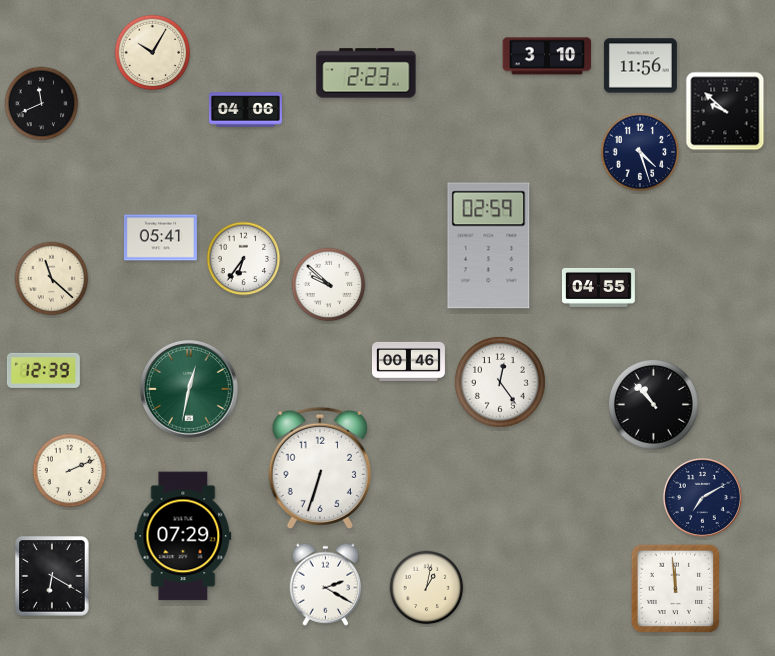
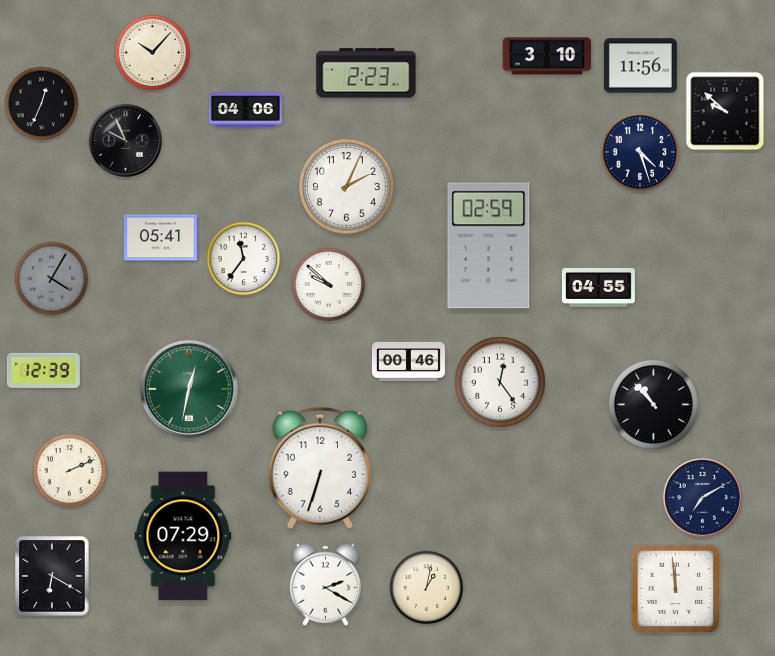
clock at (153, 53): 10:05 -> 10:07
clock at (42, 104): 11:41 -> 12:34
clock at (125, 140): none -> 9:56
clock at (347, 187): none -> 2:04
clock at (244, 259): 6:36 -> 11:36
clock at (52, 279): 11:22 -> 4:05
clock at (52, 279) dial: cream -> grey
